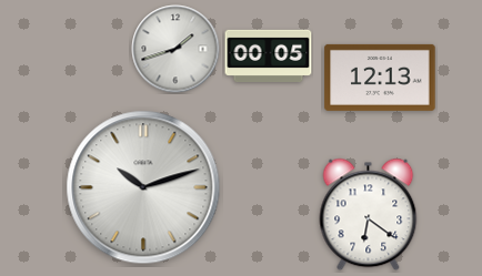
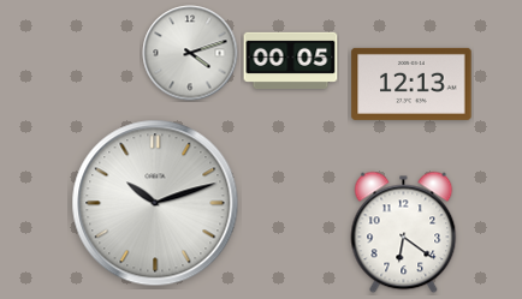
clock at (175, 49): 1:42 -> 4:12
clock at (369, 215) position: (369, 215) -> (404, 233)
